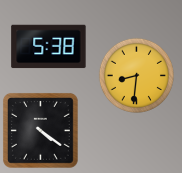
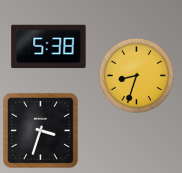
clock at (136, 75): 8:31 -> 8:33
clock at (40, 130): 4:21 -> 3:33
